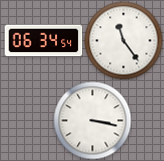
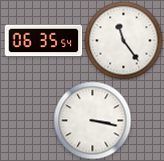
clock at (43, 41): 06:34 -> 06:35
